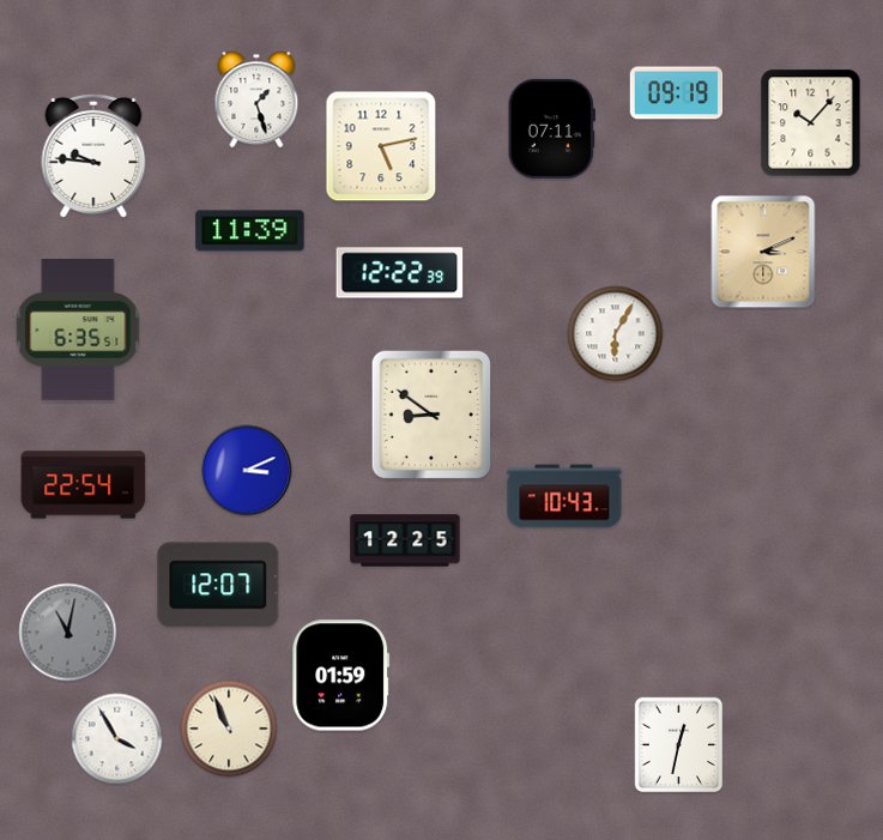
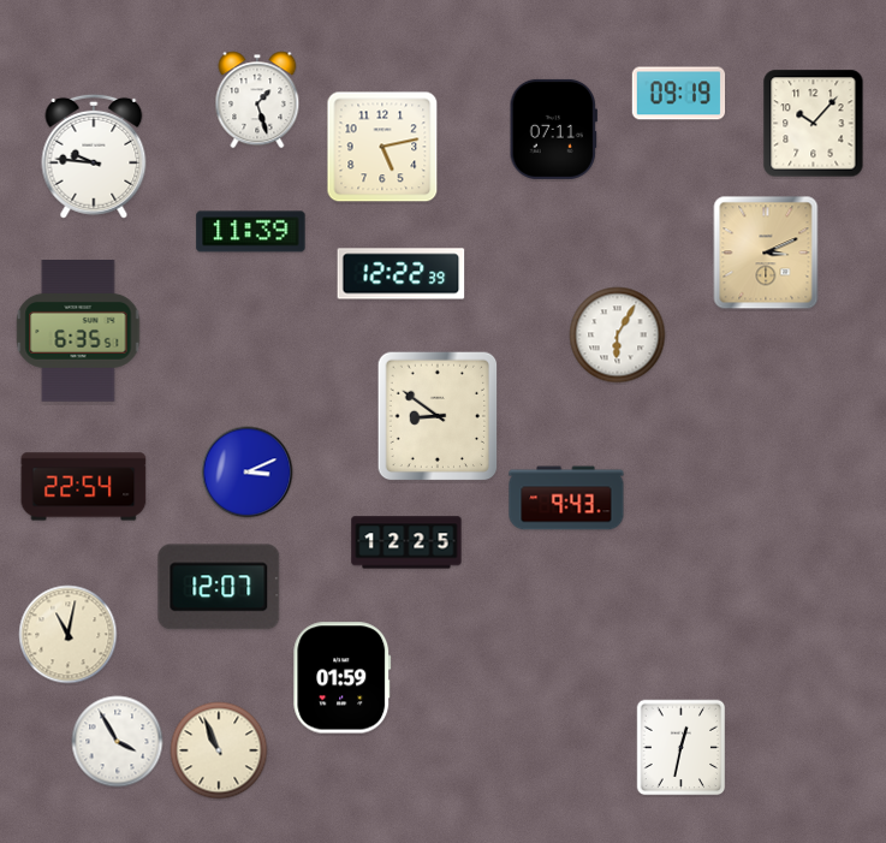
clock at (431, 415) position: (431, 415) -> (438, 416)
clock at (564, 496): 10:43 -> 9:43
clock at (68, 633) dial: grey -> cream
clock at (229, 729) position: (229, 729) -> (219, 750)
